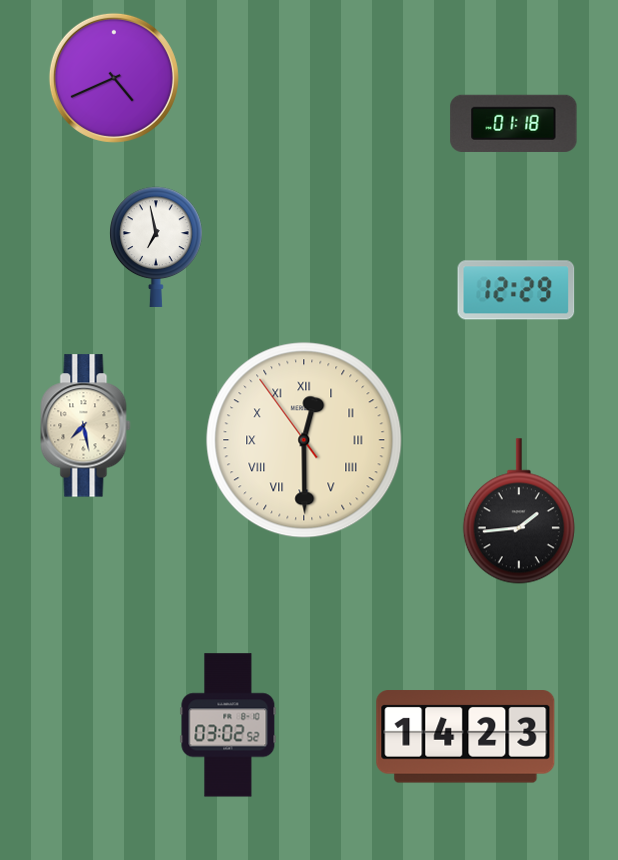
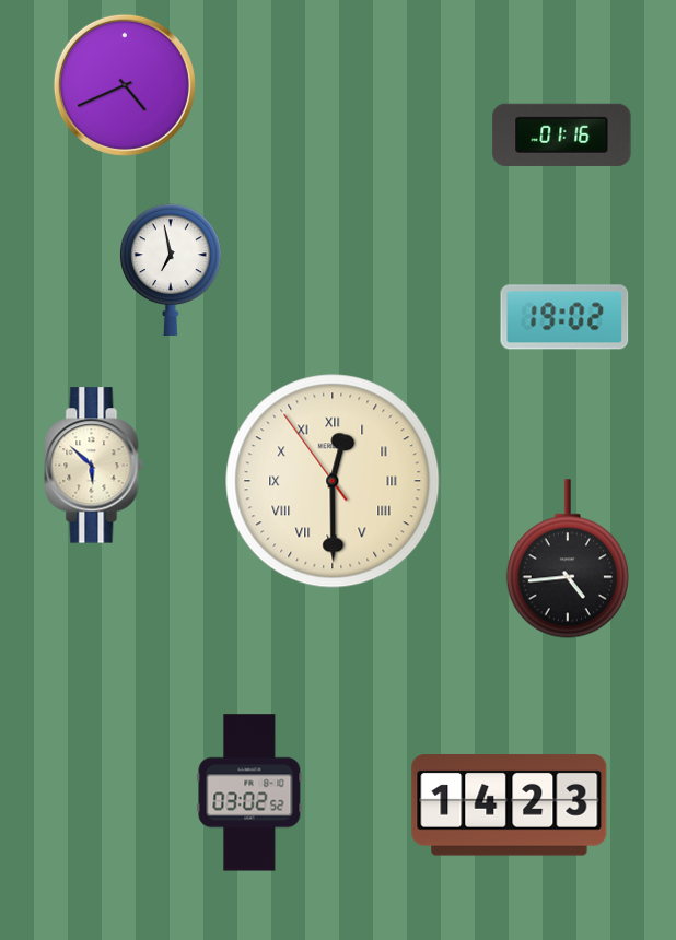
clock at (514, 123): 01:18 -> 01:16
clock at (516, 290): 12:29 -> 19:02
clock at (86, 426): 7:28 -> 5:52
clock at (519, 511): 1:44 -> 4:44
